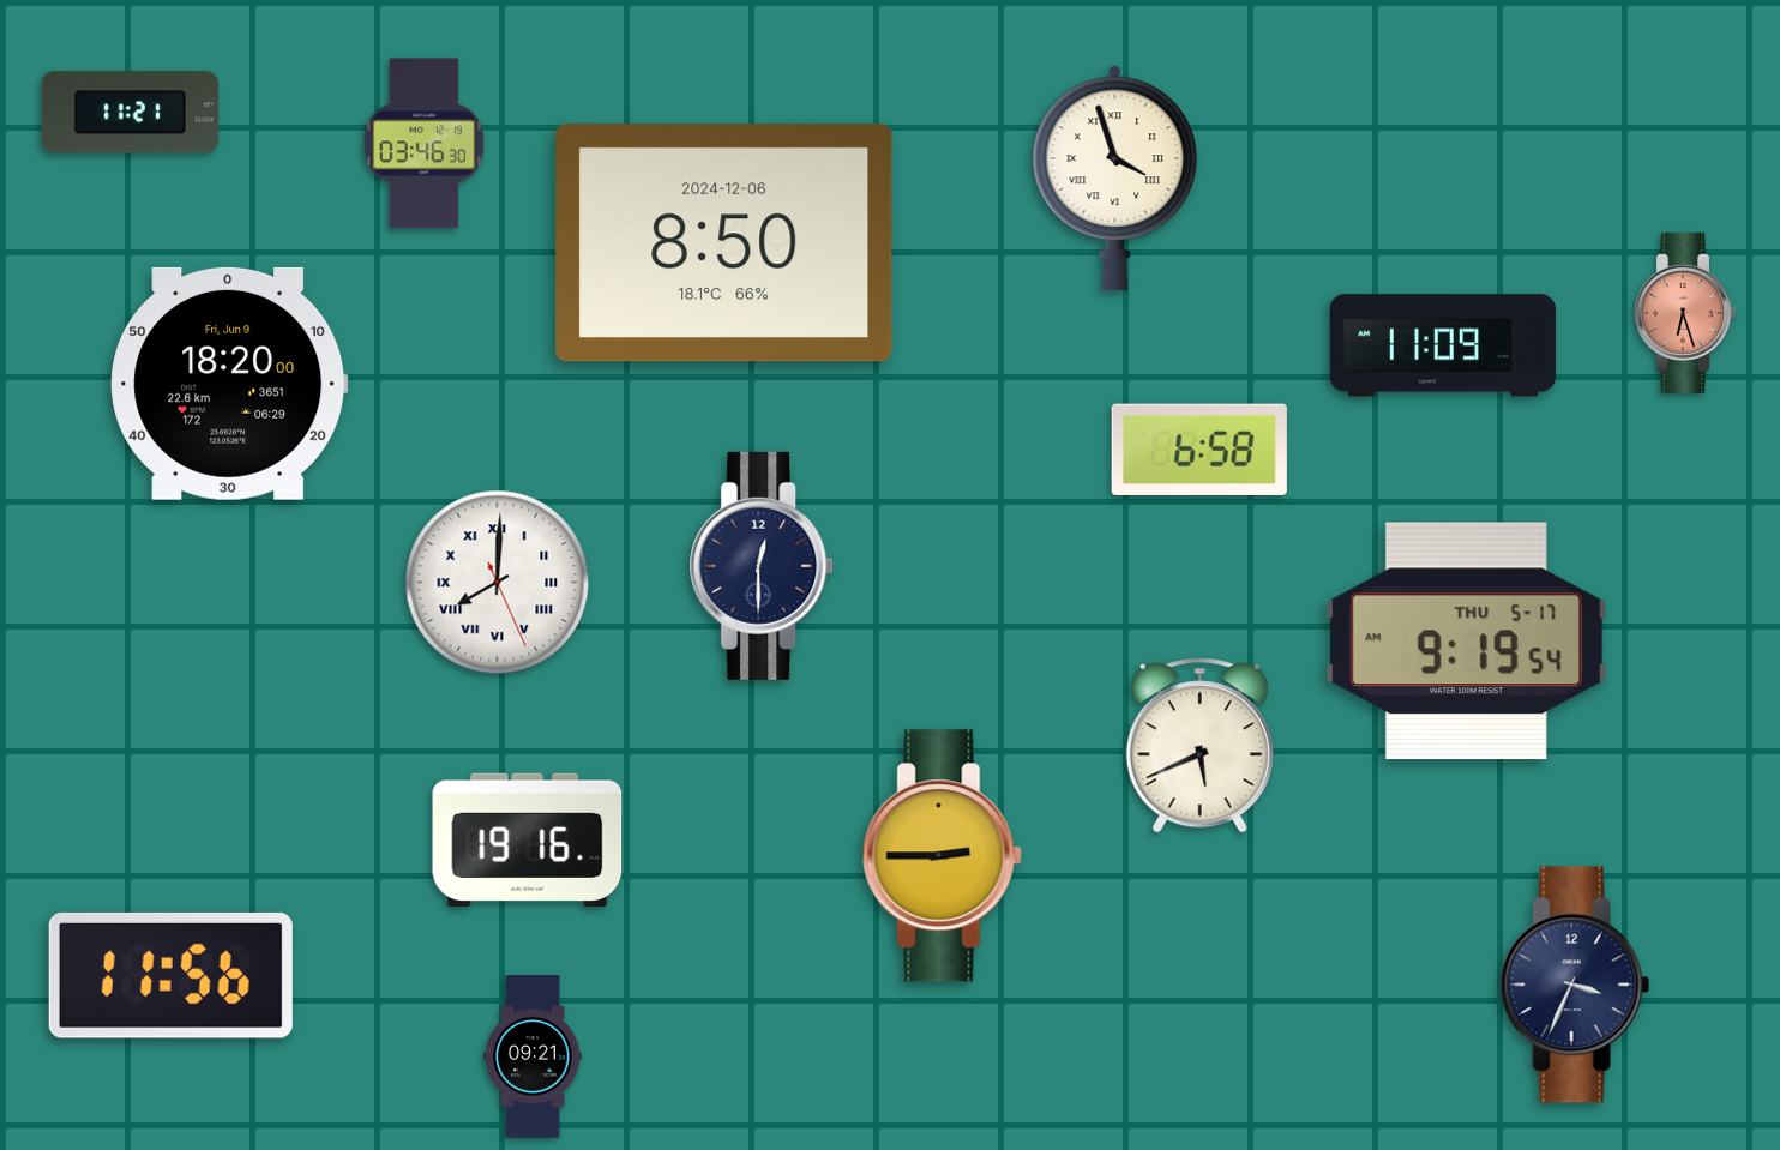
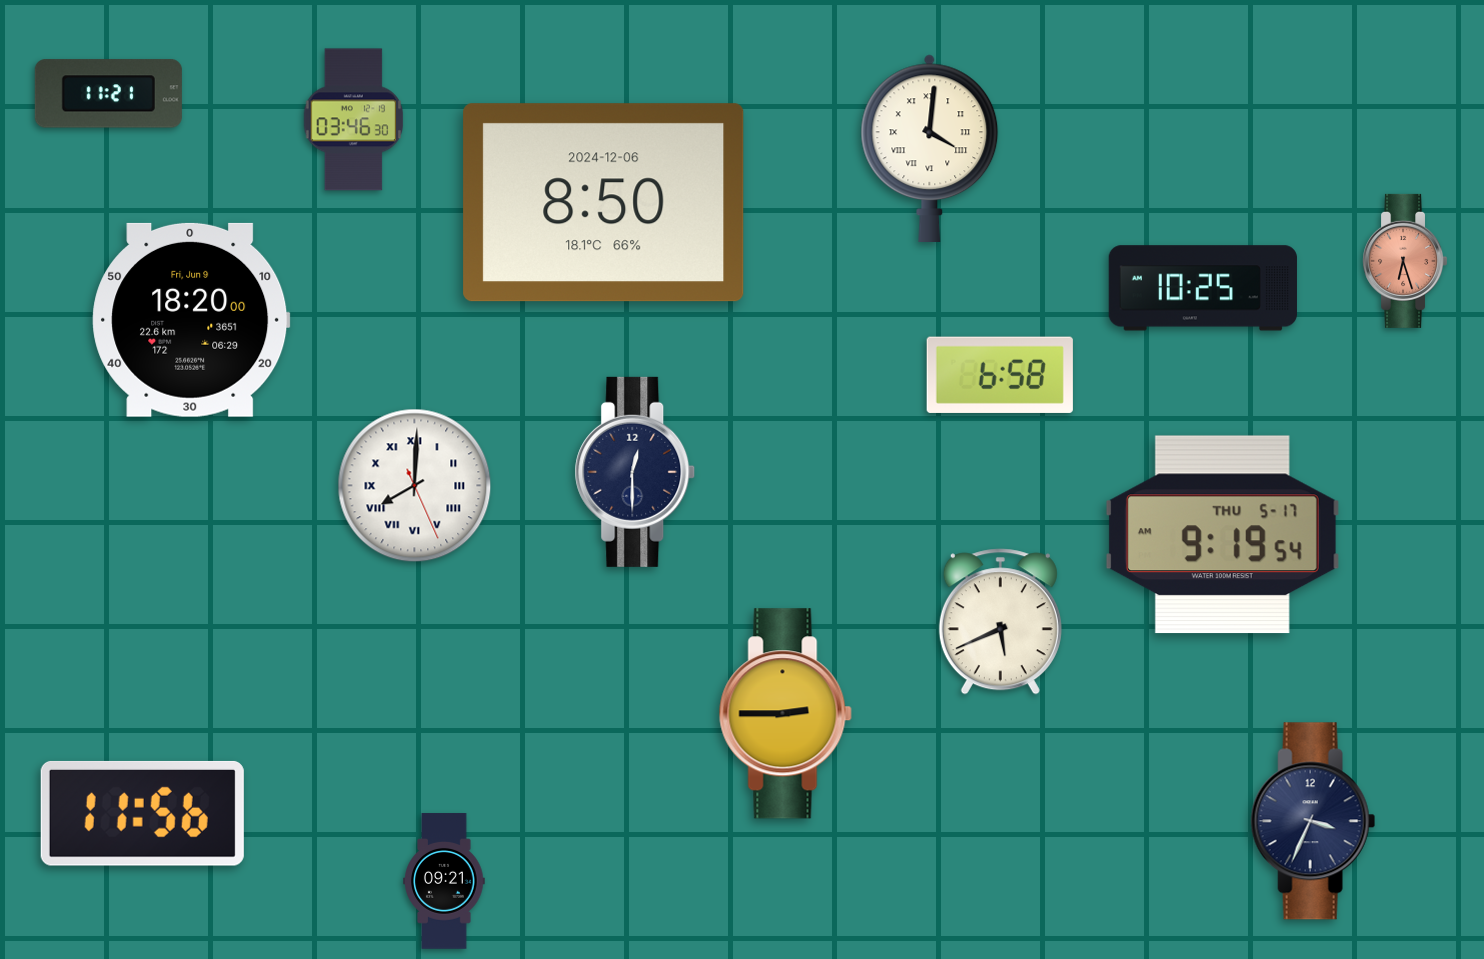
clock at (1115, 177): 3:57 -> 4:01
clock at (1443, 345): 11:09 -> 10:25
clock at (528, 839): 19:16 -> none
